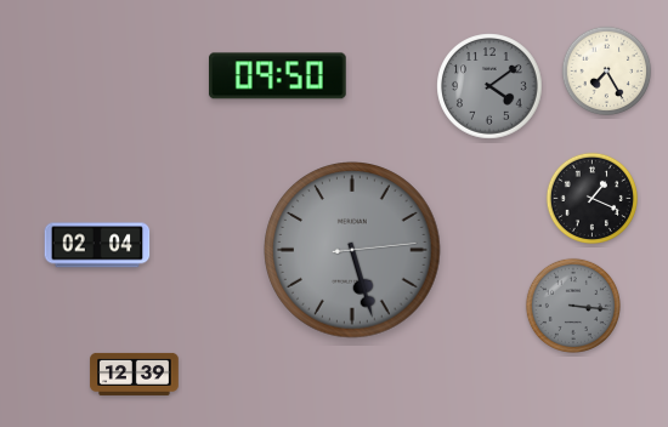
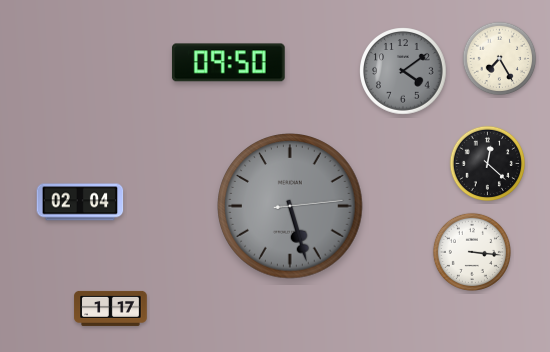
clock at (593, 199): 1:19 -> 12:22
clock at (573, 306) dial: grey -> white
clock at (135, 374): 12:39 -> 1:17
